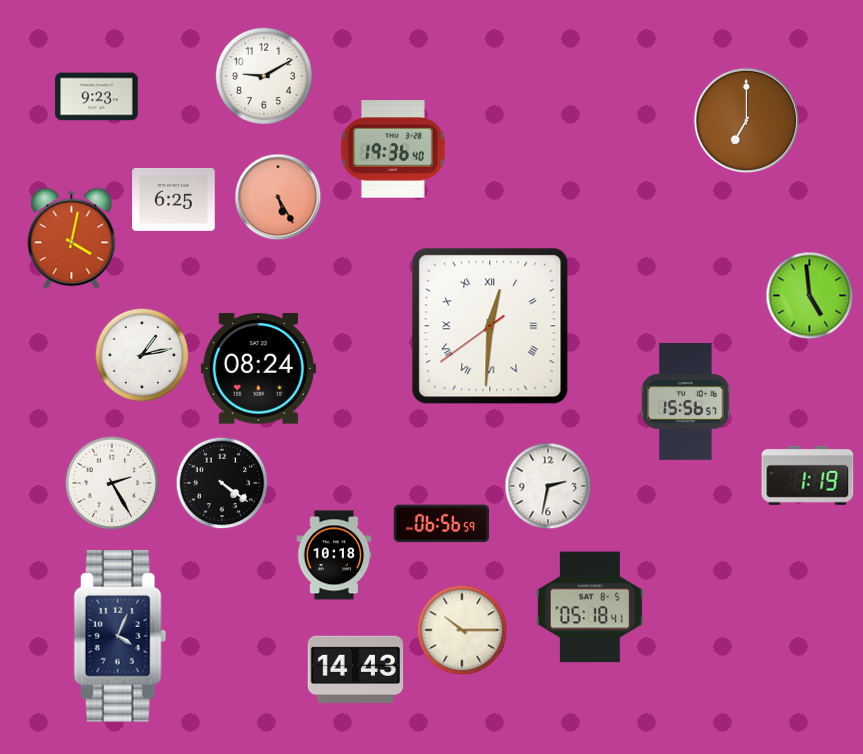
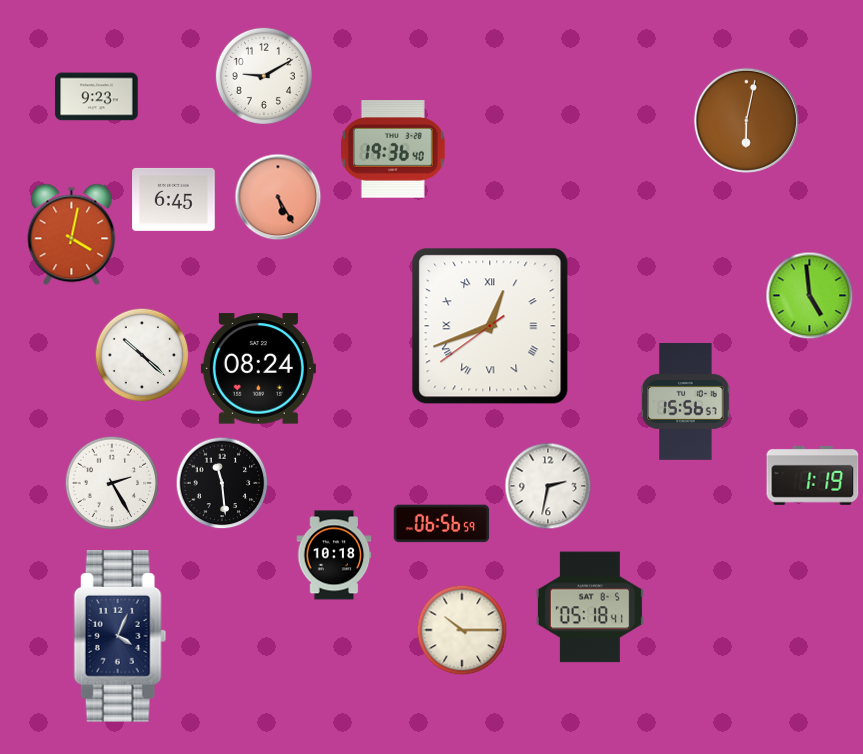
clock at (746, 120): 7:00 -> 6:02
clock at (174, 199): 6:25 -> 6:45
clock at (72, 239) position: (72, 239) -> (72, 235)
clock at (490, 326): 12:30 -> 12:41
clock at (142, 355): 1:13 -> 10:22
clock at (808, 475) position: (808, 475) -> (813, 475)
clock at (222, 483): 4:21 -> 11:29
clock at (356, 669): 14:43 -> none
